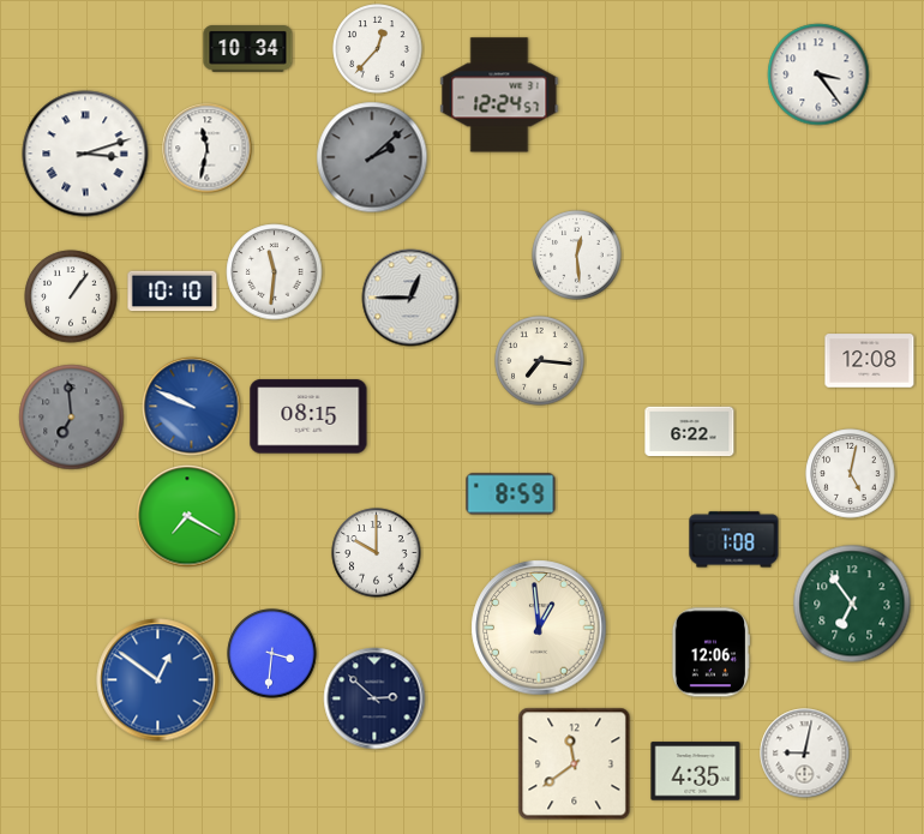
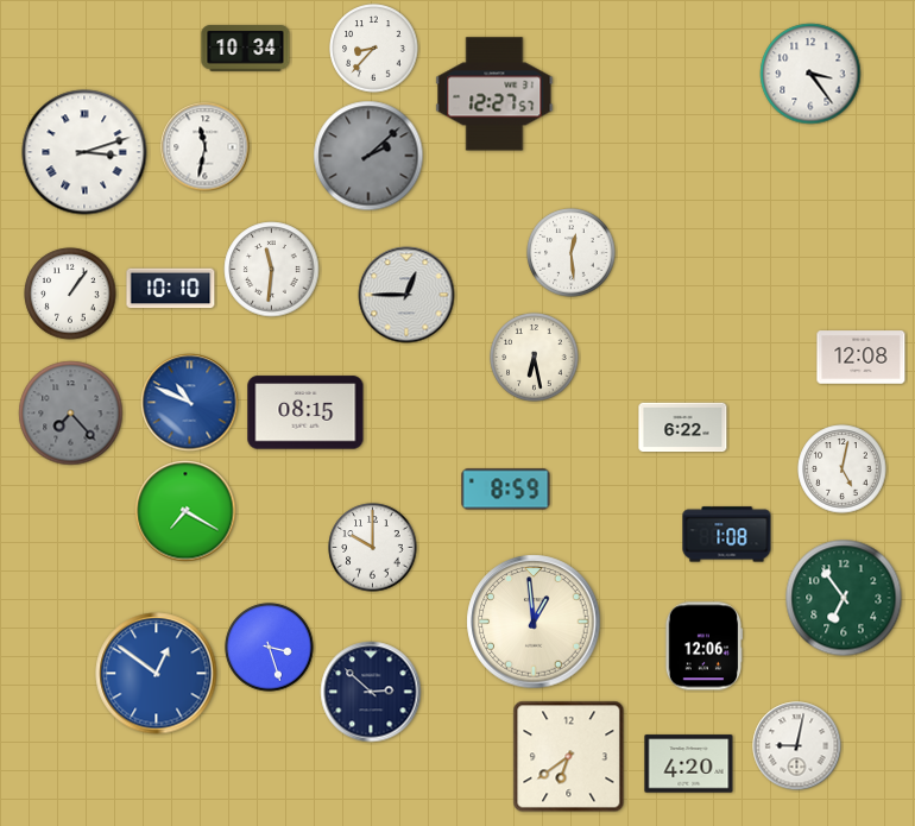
clock at (378, 49): 12:37 -> 8:37
clock at (499, 95): 12:24 -> 12:27
clock at (540, 361): 7:16 -> 6:28
clock at (192, 407): 9:49 -> 10:49
clock at (72, 418): 6:59 -> 7:23
clock at (272, 654): 3:31 -> 3:27
clock at (575, 764): 11:39 -> 6:39
clock at (696, 772): 4:35 -> 4:20
